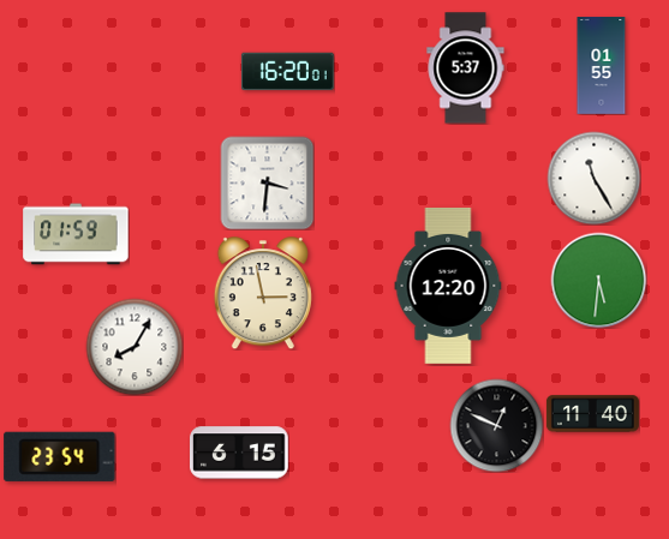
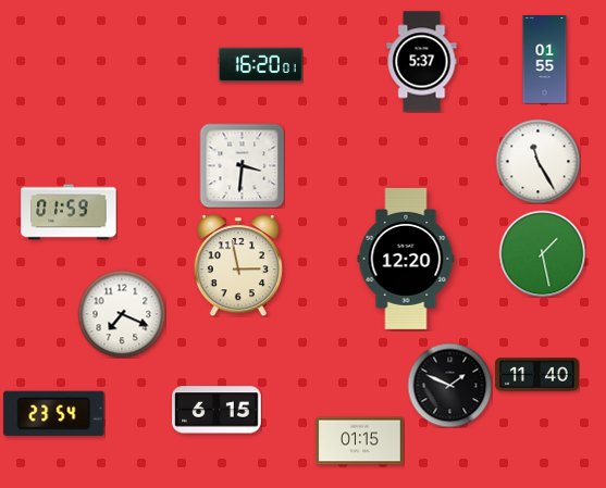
clock at (598, 280): 5:31 -> 1:28
clock at (135, 347): 8:05 -> 7:19
clock at (496, 425): 12:49 -> 1:49
clock at (360, 441): none -> 01:15
